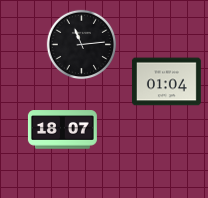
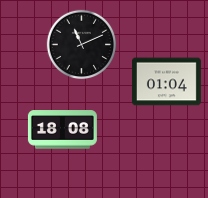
clock at (82, 45): 11:14 -> 11:11
clock at (62, 130): 18:07 -> 18:08
